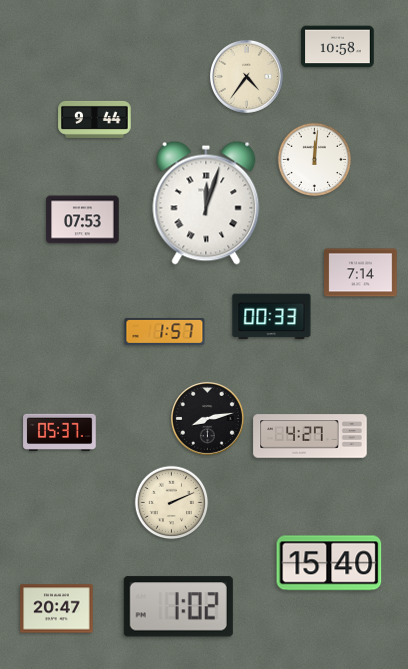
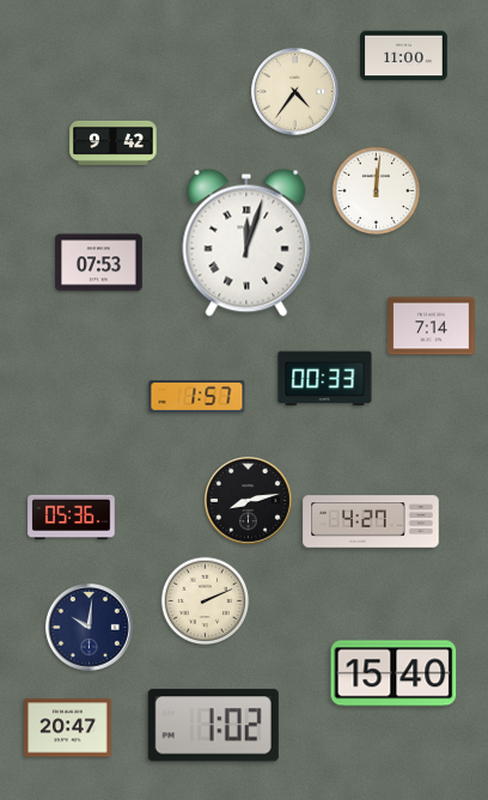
clock at (338, 47): 10:58 -> 11:00
clock at (95, 119): 9:44 -> 9:42
clock at (60, 432): 05:37 -> 05:36
clock at (89, 627): none -> 10:01
